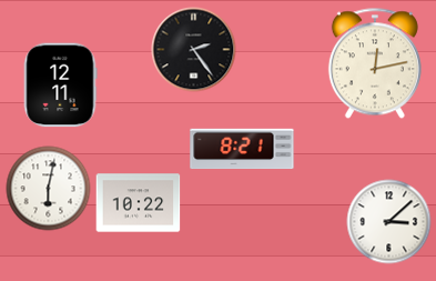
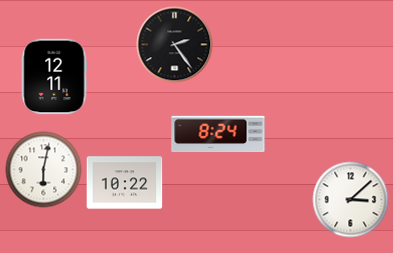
clock at (375, 63): 12:13 -> none
clock at (242, 149): 8:21 -> 8:24
